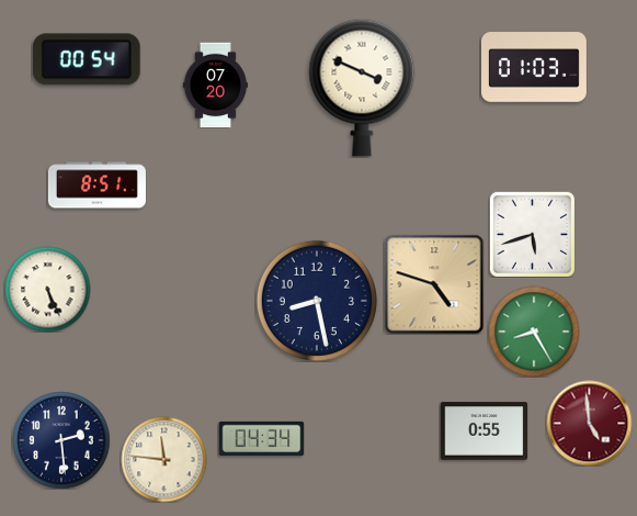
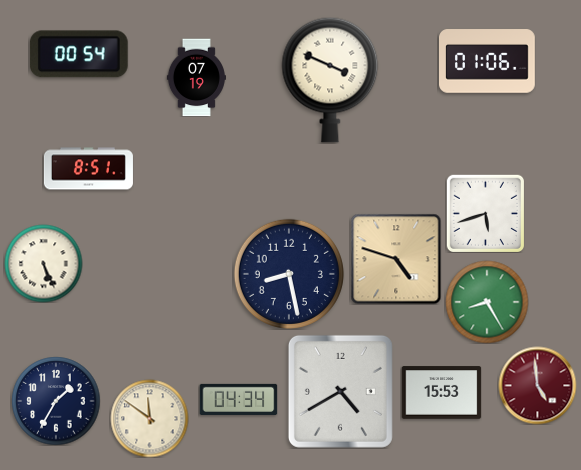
clock at (535, 67): 01:03 -> 01:06
clock at (215, 85): 07:20 -> 07:19
clock at (340, 391): none -> 4:40
clock at (484, 431): 0:55 -> 15:53
clock at (61, 440): 2:29 -> 1:35
clock at (163, 459): 11:46 -> 11:51
